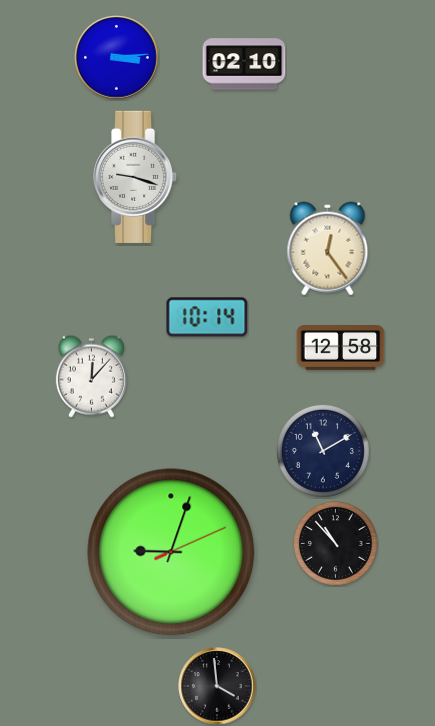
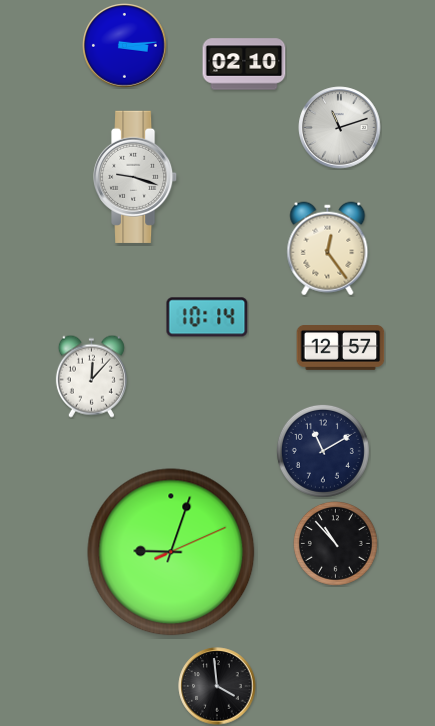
clock at (117, 58) position: (117, 58) -> (125, 46)
clock at (340, 128): none -> 11:12
clock at (341, 348): 12:58 -> 12:57
